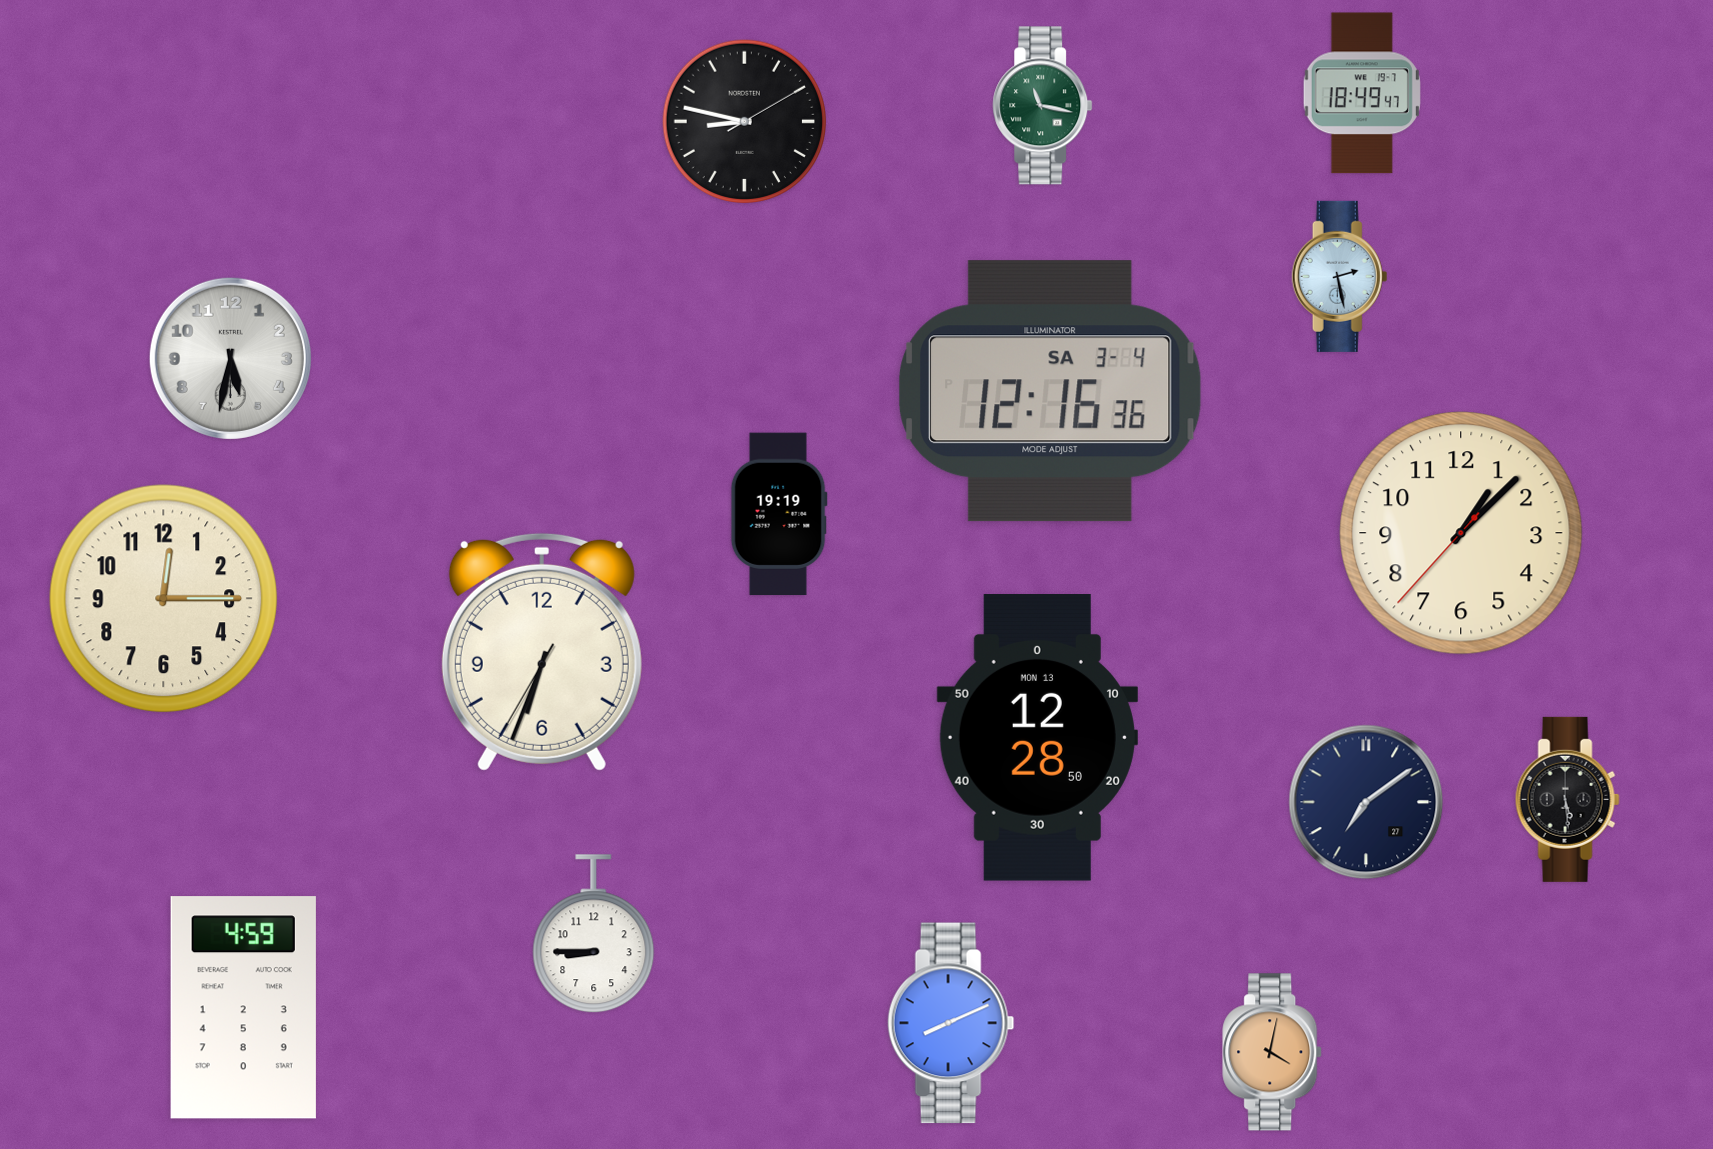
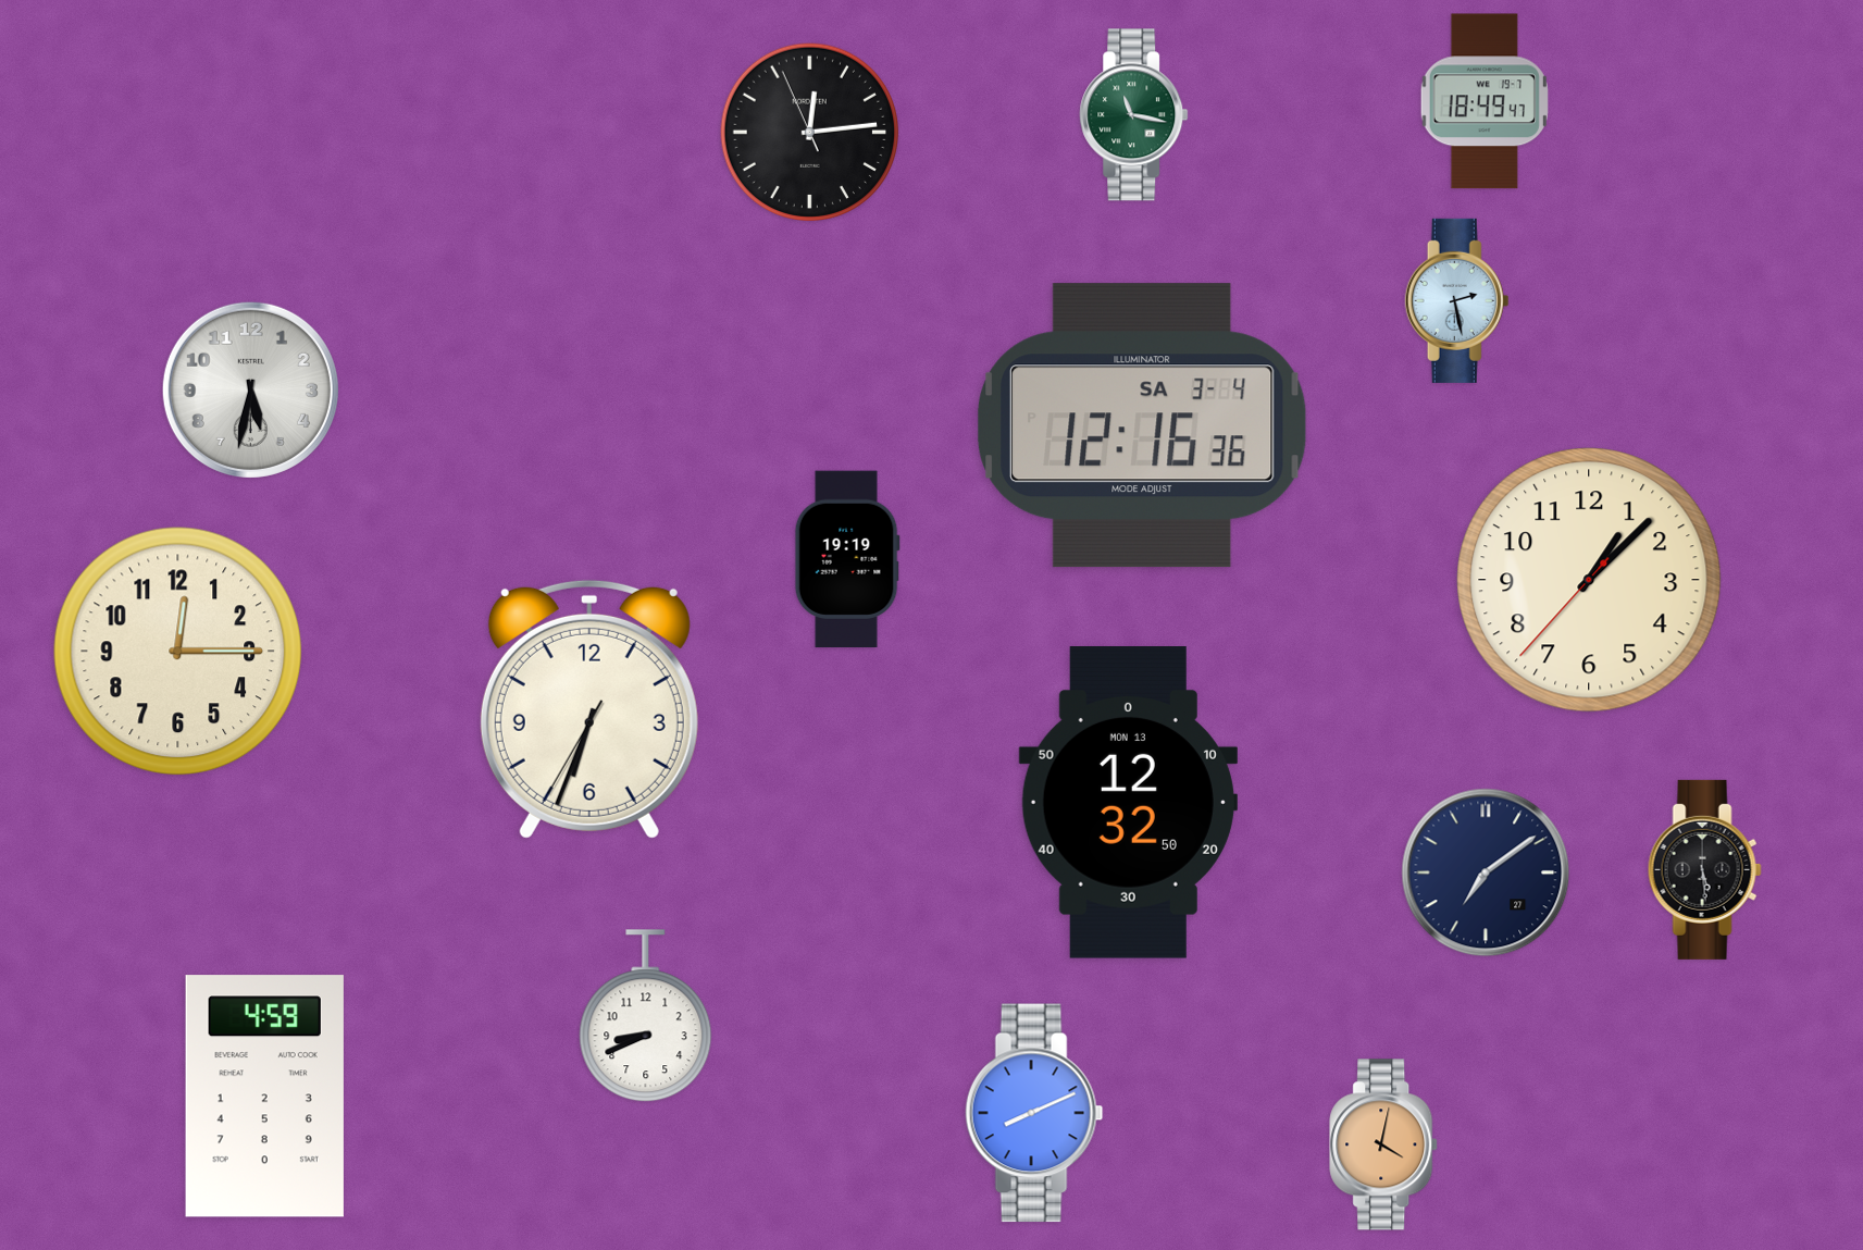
clock at (1362, 93) position: (1362, 93) -> (1485, 101)
clock at (745, 122): 8:47 -> 12:13
clock at (1037, 738): 12:28 -> 12:32
clock at (594, 934): 8:45 -> 8:41
